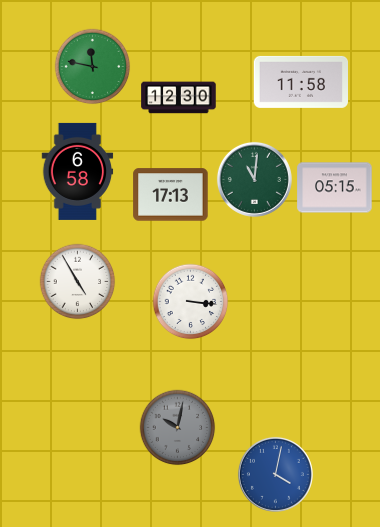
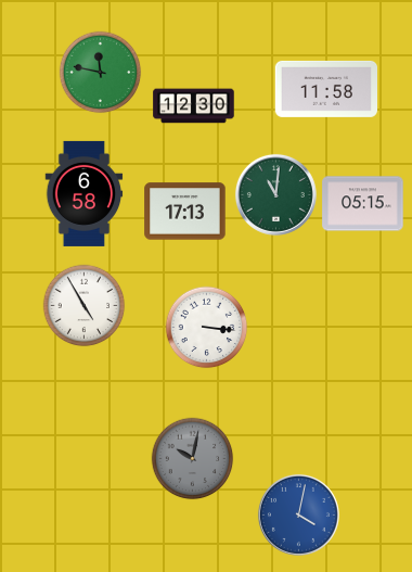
clock at (78, 171) position: (78, 171) -> (85, 193)
clock at (178, 428) position: (178, 428) -> (193, 459)
